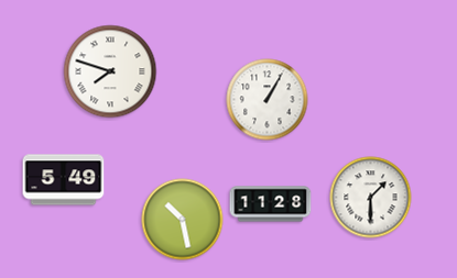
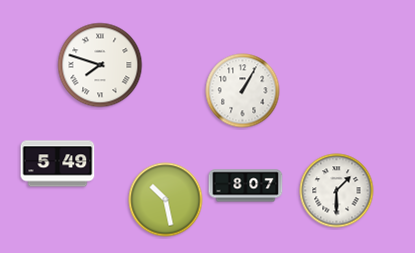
clock at (371, 198) position: (371, 198) -> (337, 191)
clock at (271, 204): 11:28 -> 8:07
